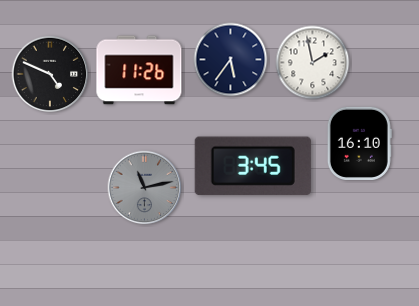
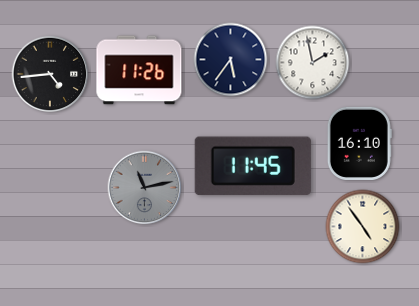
clock at (50, 74): 4:49 -> 4:44
clock at (253, 166): 3:45 -> 11:45
clock at (363, 227): none -> 4:54
